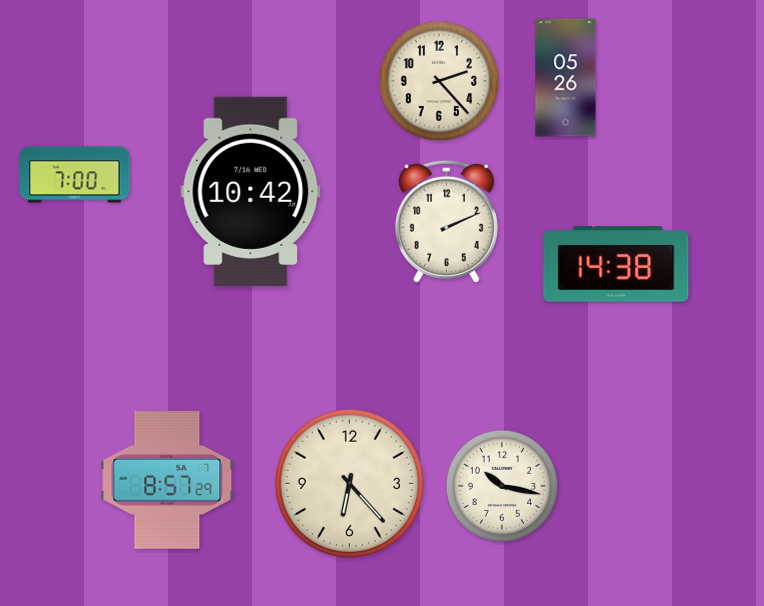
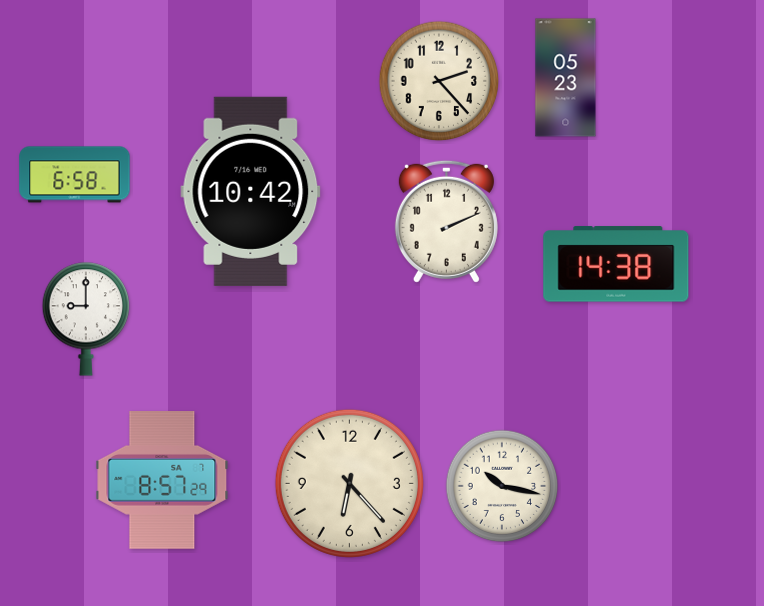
clock at (566, 78): 05:26 -> 05:23
clock at (75, 175): 7:00 -> 6:58
clock at (86, 319): none -> 9:00
clock at (167, 480) position: (167, 480) -> (162, 480)
